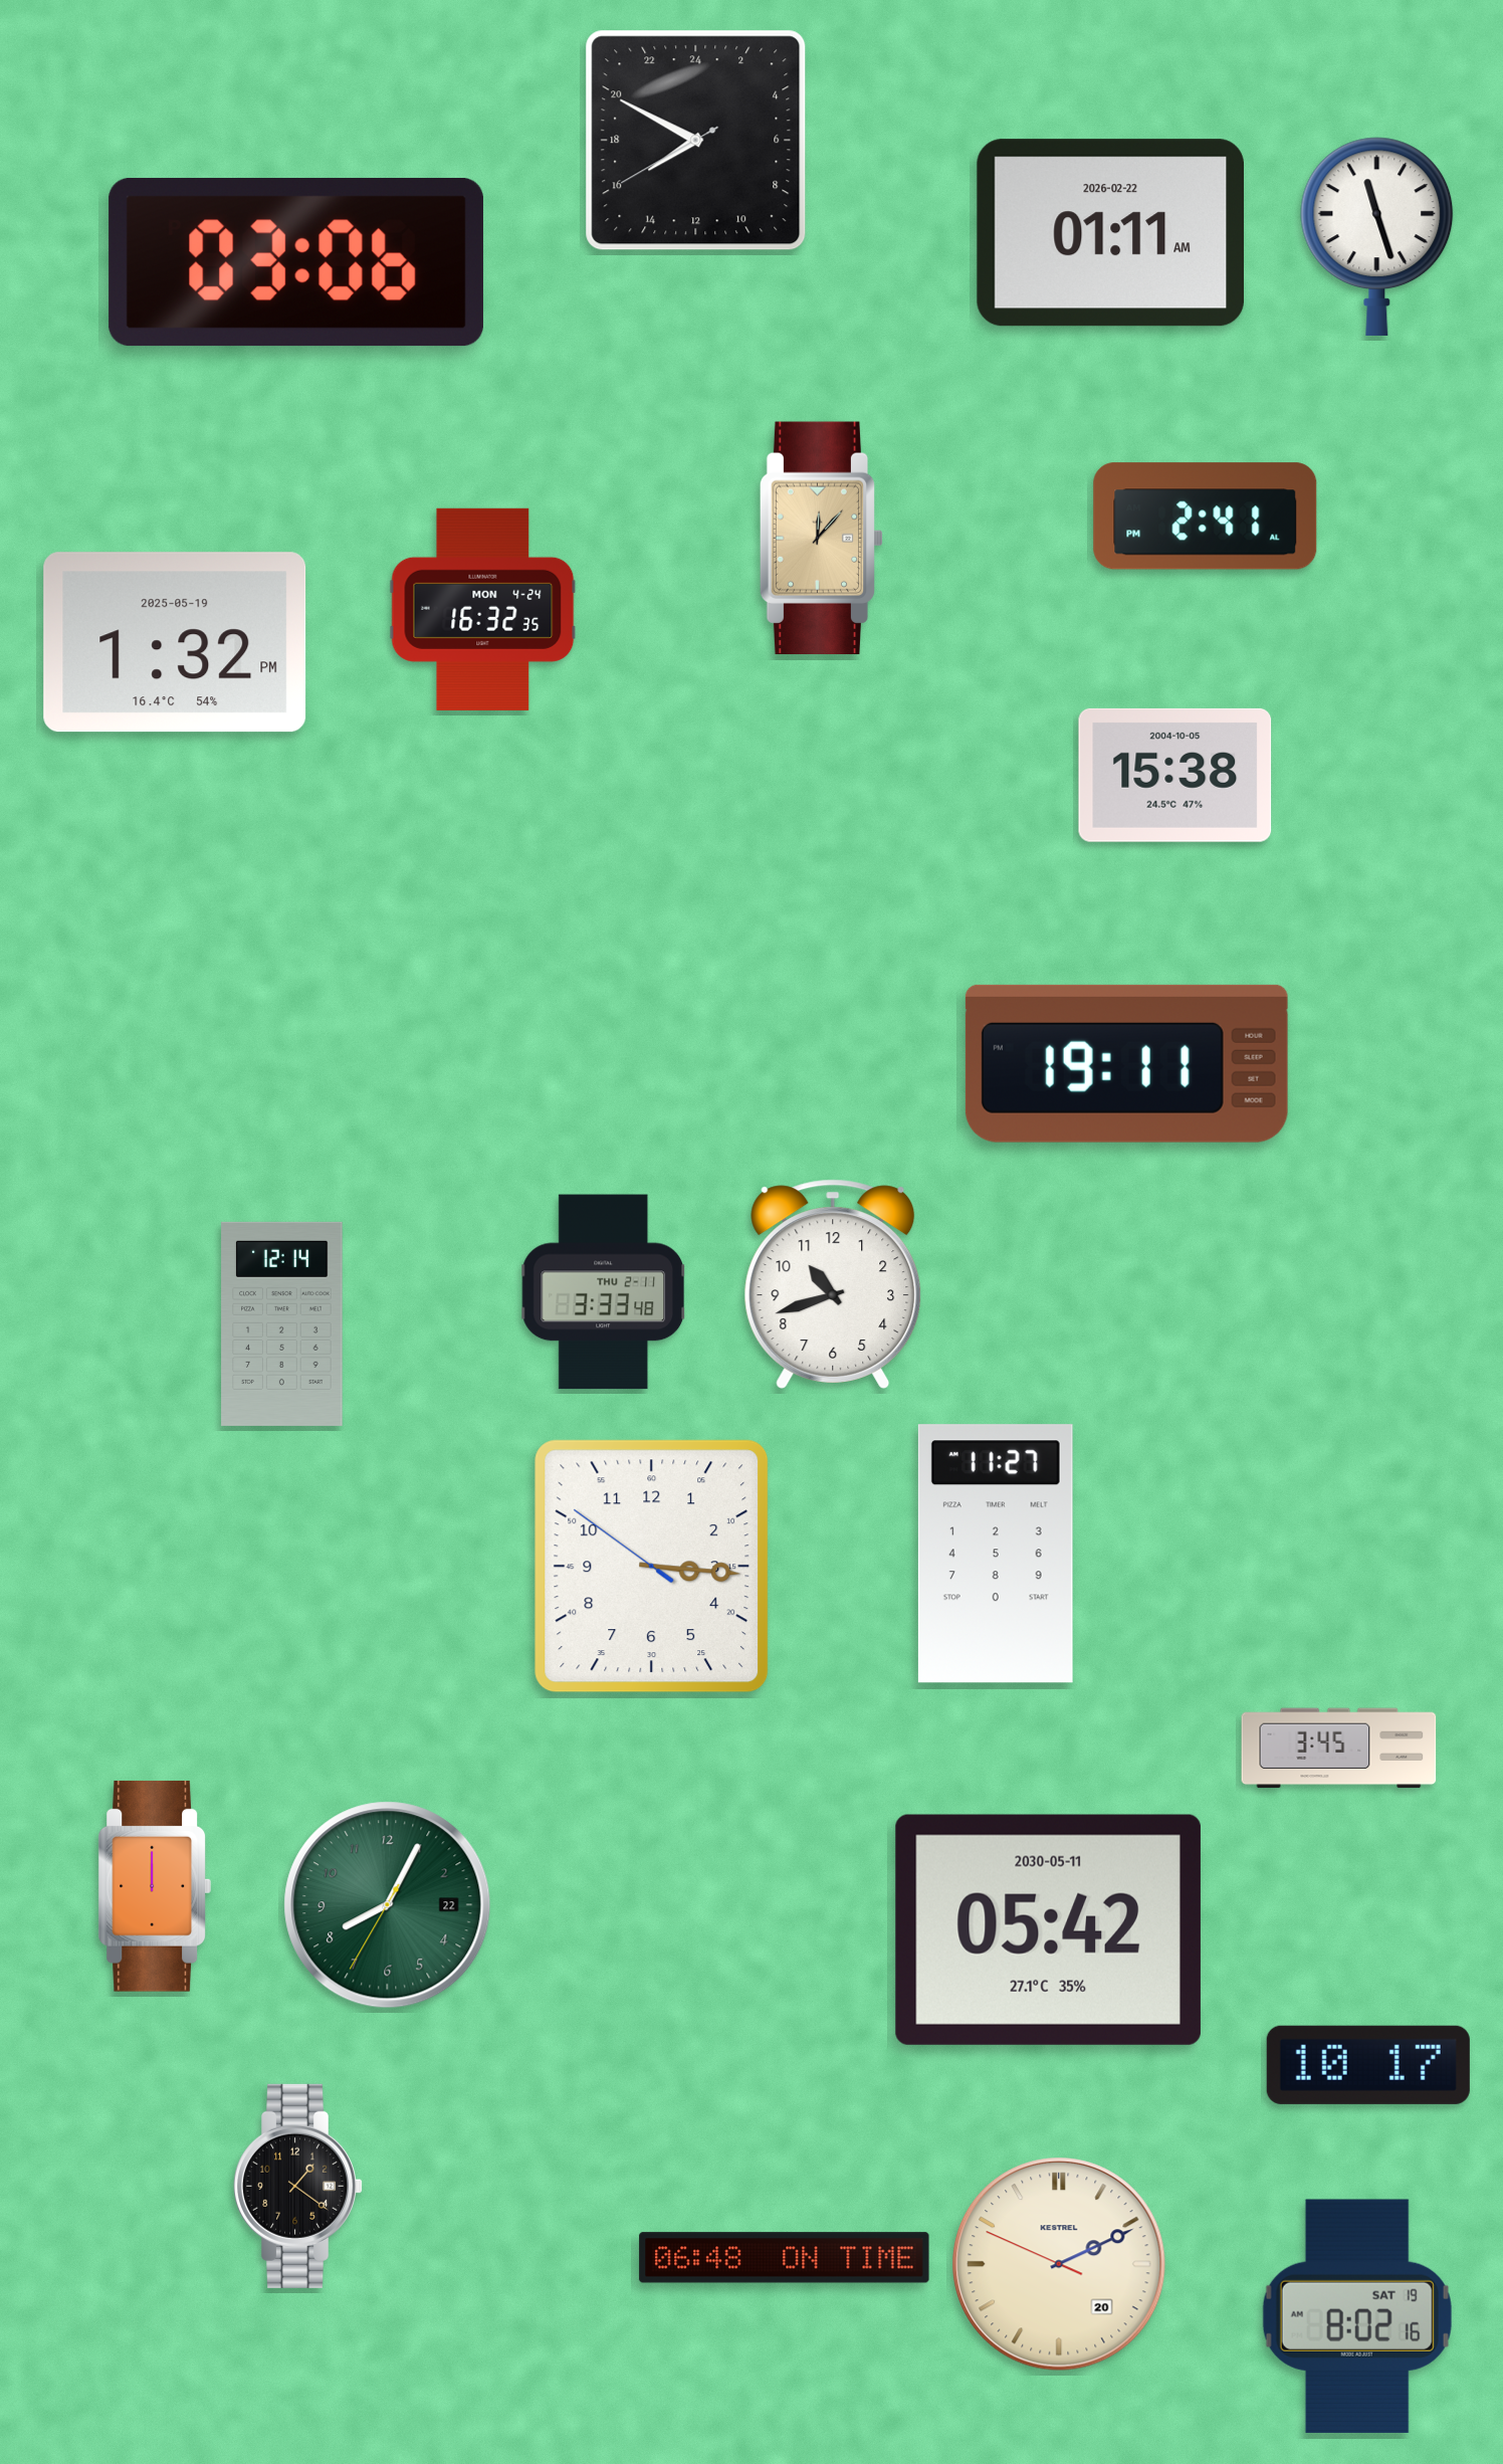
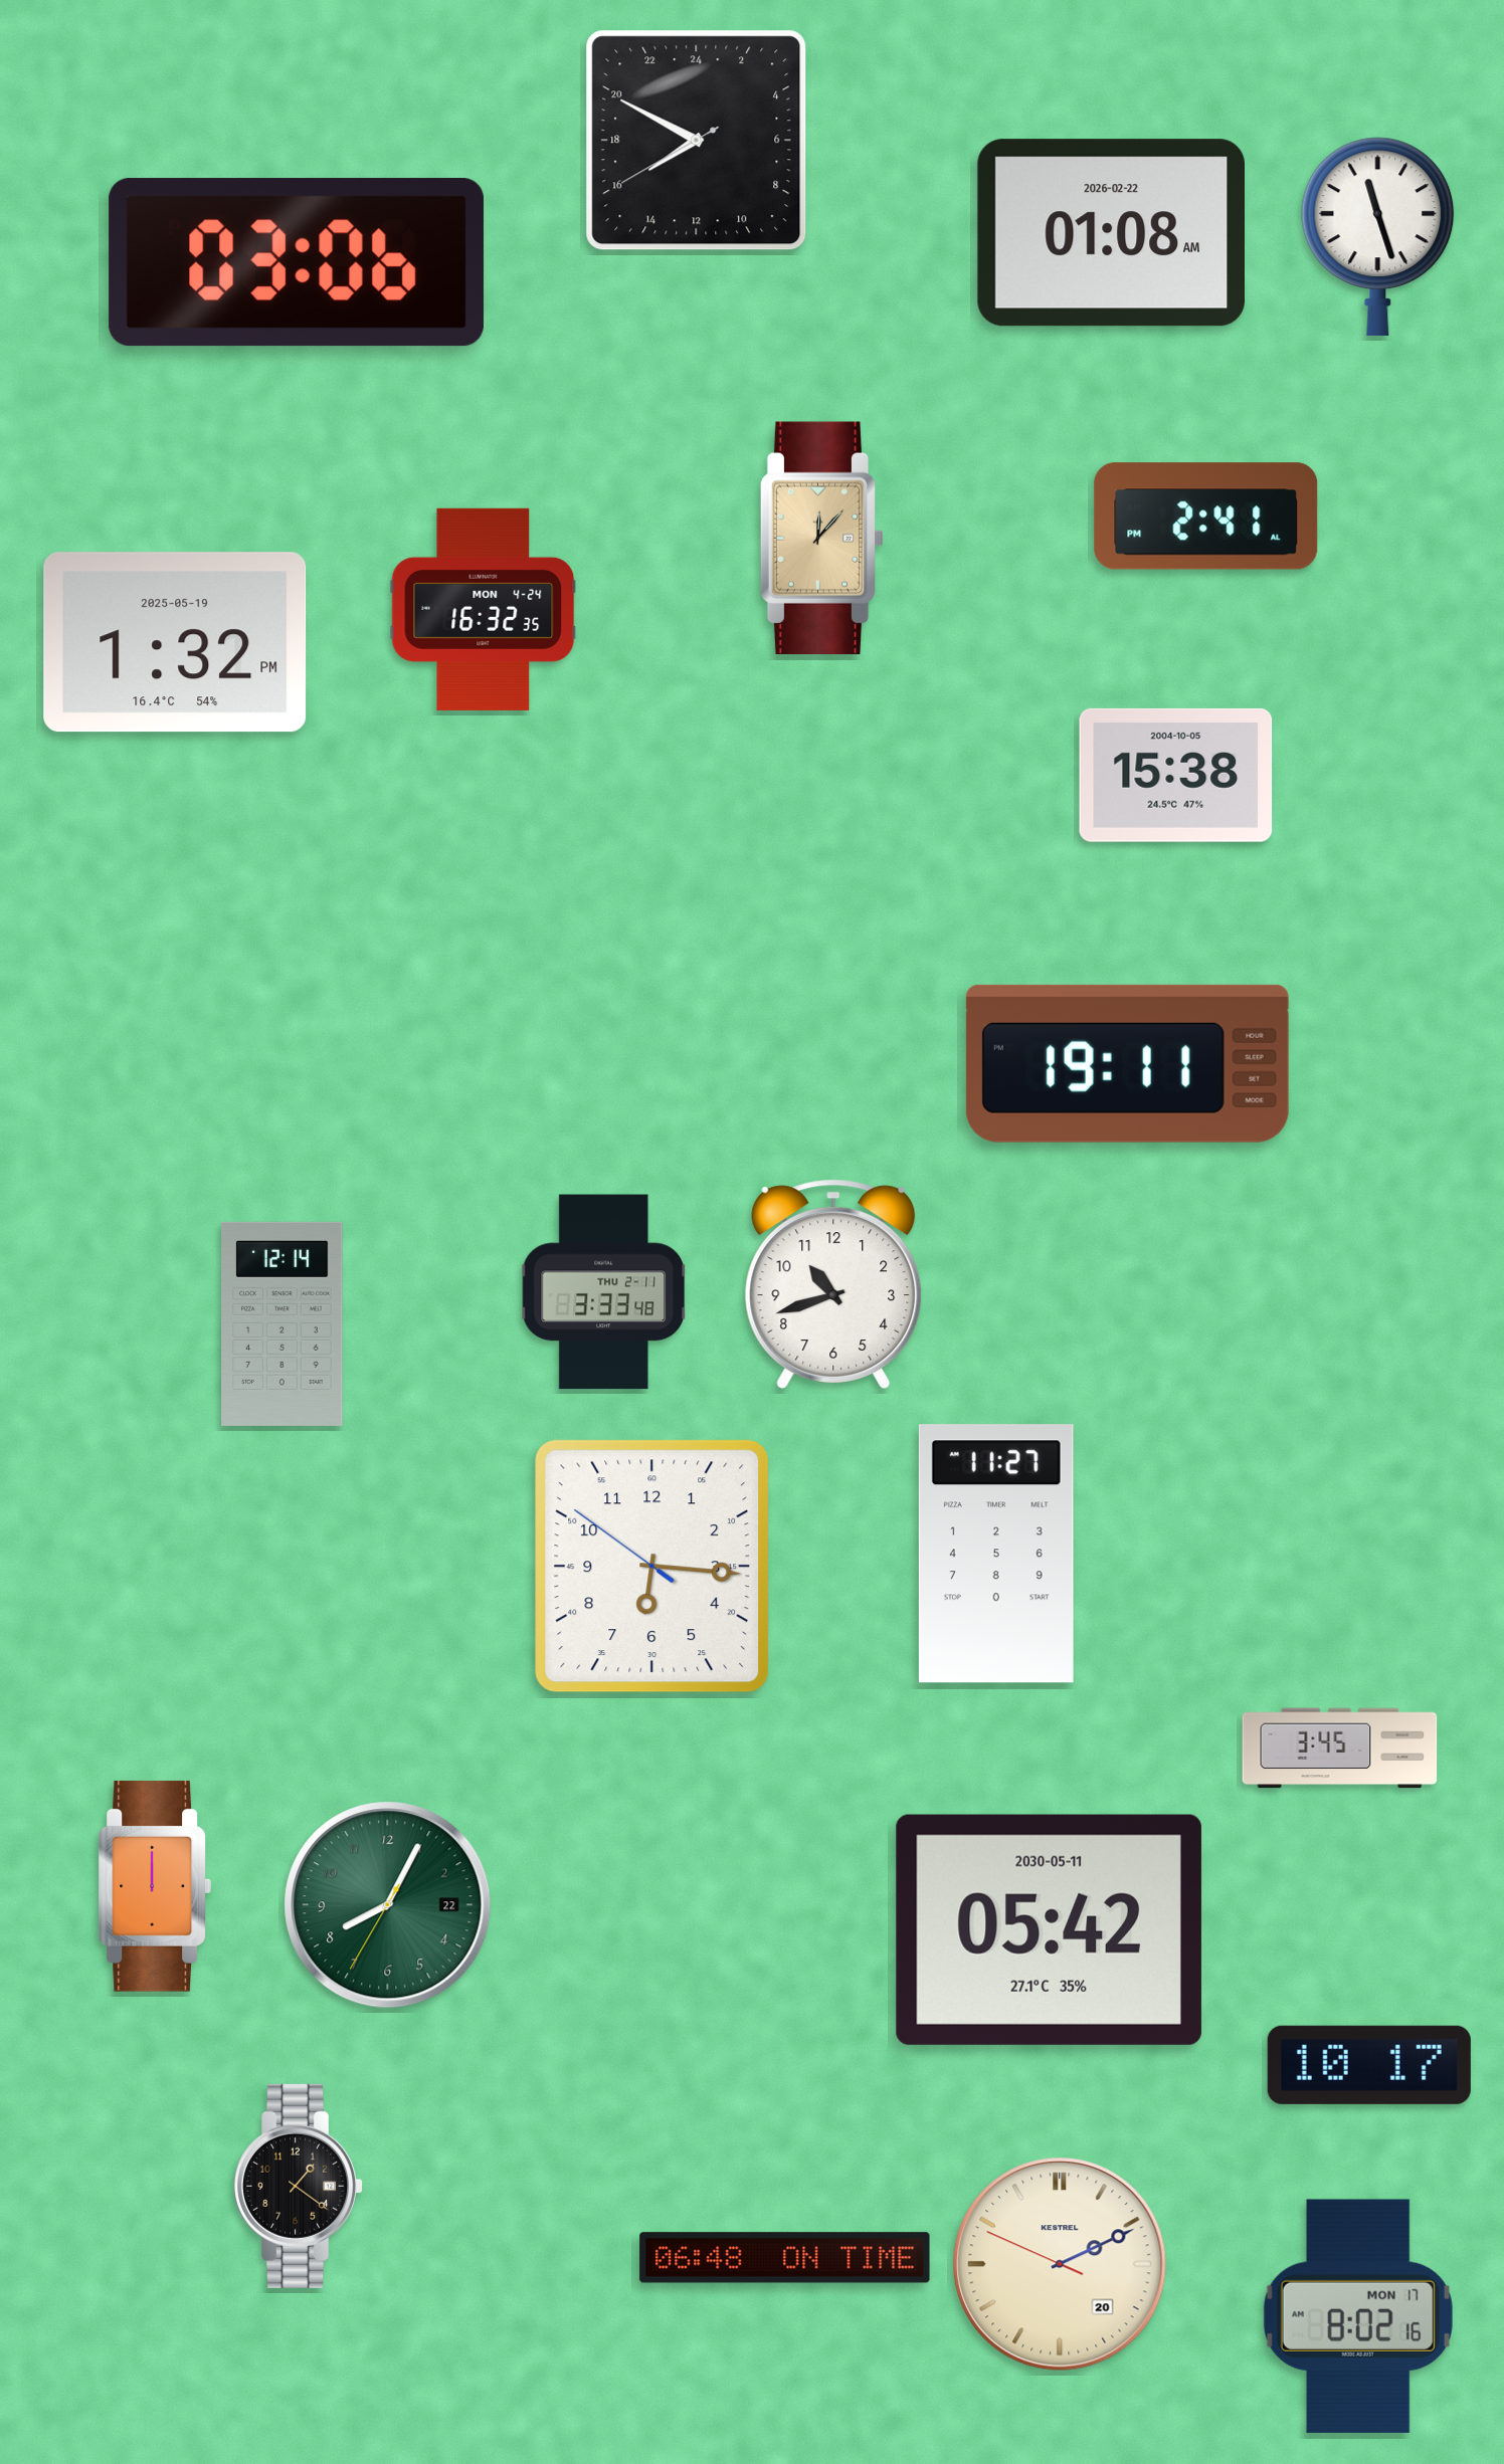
clock at (1110, 233): 01:11 -> 01:08
clock at (652, 1567): 3:15 -> 6:15
clock at (1357, 2316) date: SAT 19 -> MON 17
